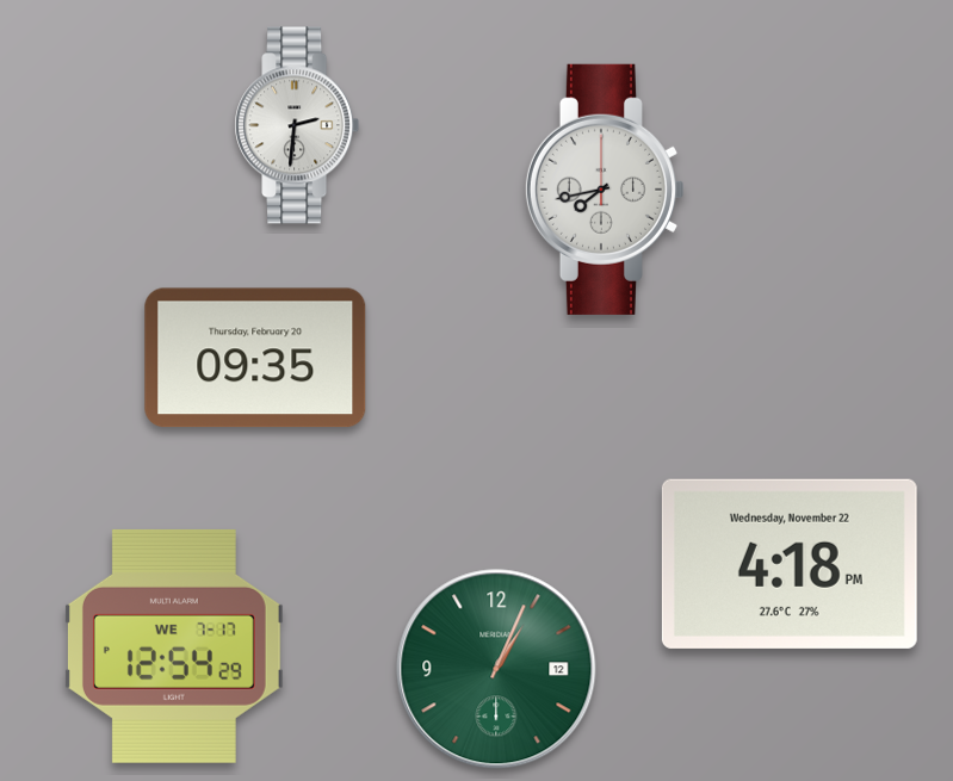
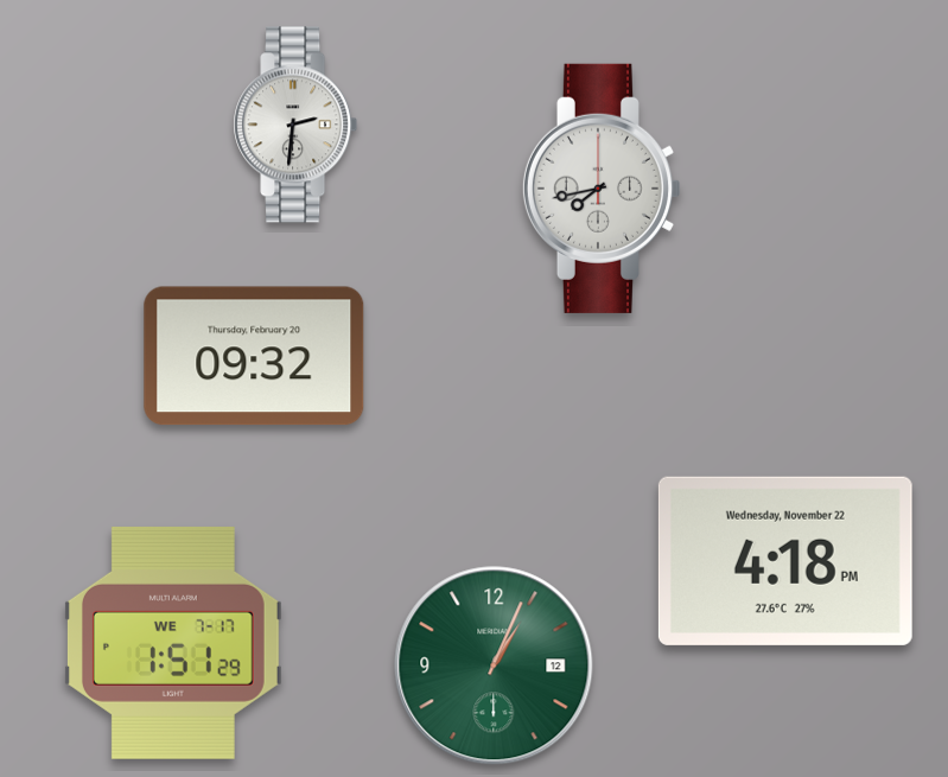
clock at (255, 358): 09:35 -> 09:32
clock at (174, 646): 12:54 -> 1:51
